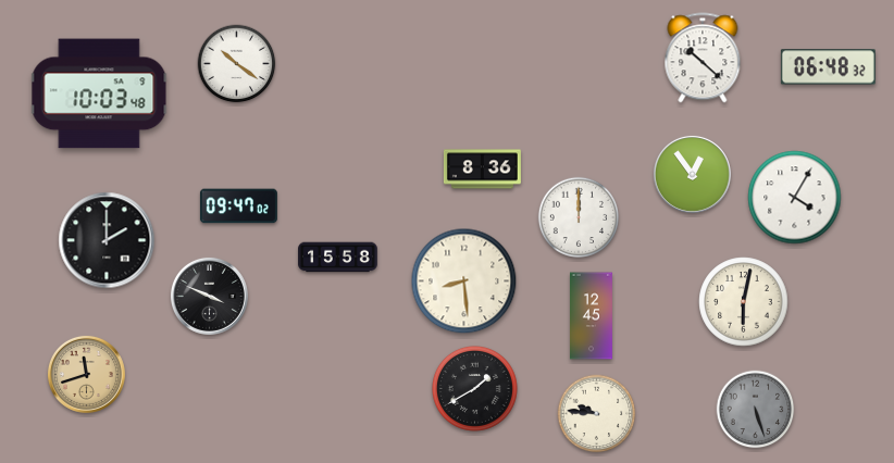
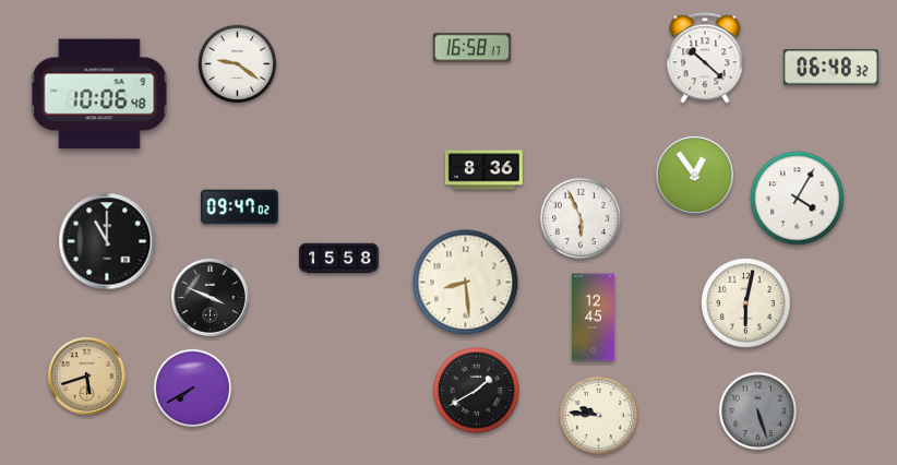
clock at (471, 48): none -> 16:58
clock at (237, 64): 10:21 -> 9:21
clock at (99, 93): 10:03 -> 10:06
clock at (579, 217): 12:00 -> 5:56
clock at (107, 240): 2:00 -> 11:00
clock at (86, 374): 11:42 -> 5:42
clock at (193, 389): none -> 7:40
